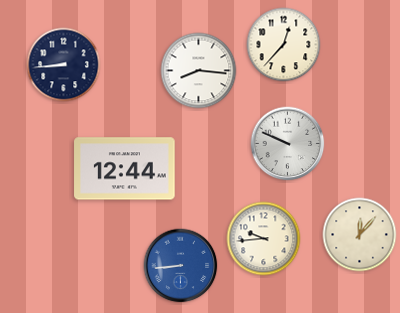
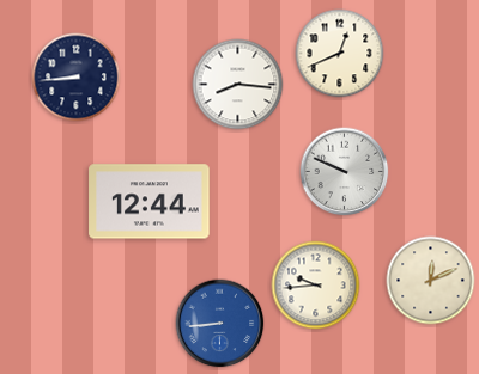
clock at (284, 45): 12:37 -> 12:41
clock at (360, 235): 12:07 -> 12:11
clock at (181, 266) position: (181, 266) -> (220, 324)
